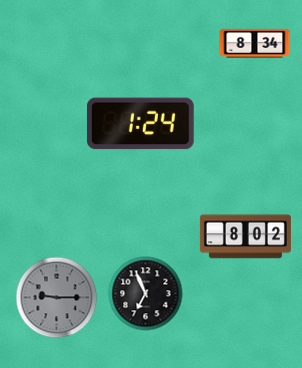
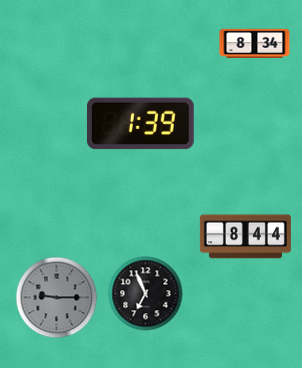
clock at (140, 124): 1:24 -> 1:39
clock at (245, 237): 8:02 -> 8:44
